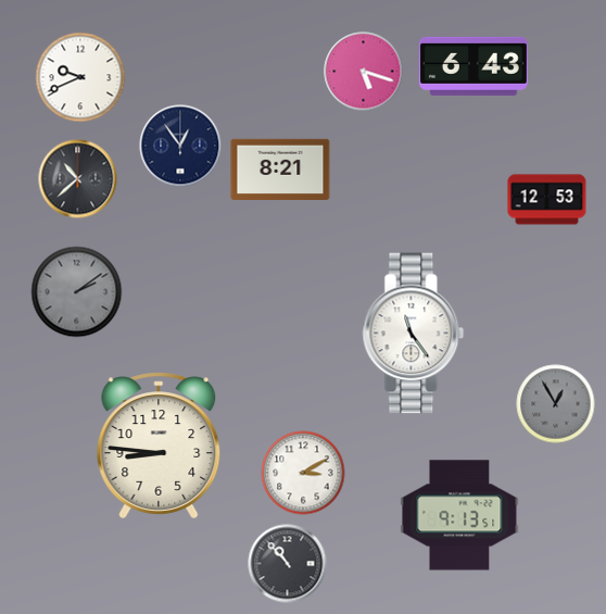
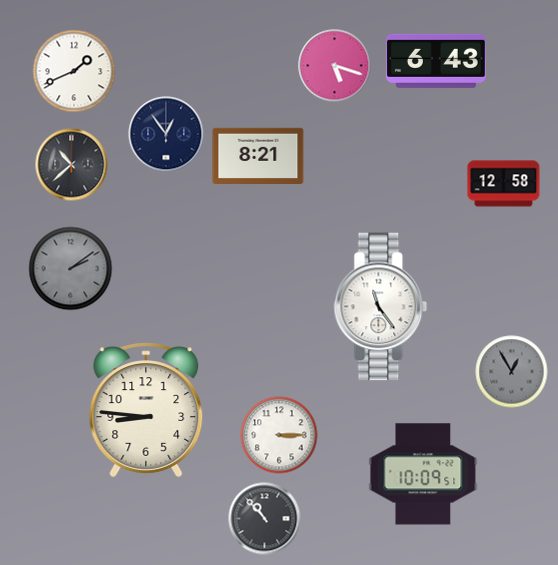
clock at (80, 77): 9:41 -> 1:41
clock at (547, 200): 12:53 -> 12:58
clock at (303, 473): 3:10 -> 3:15
clock at (459, 515): 9:13 -> 10:09
